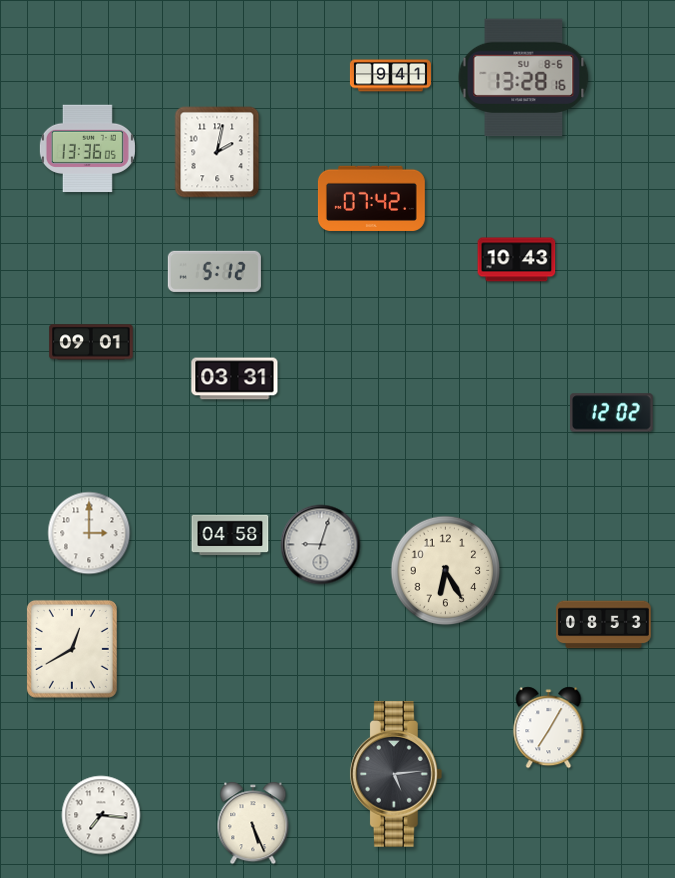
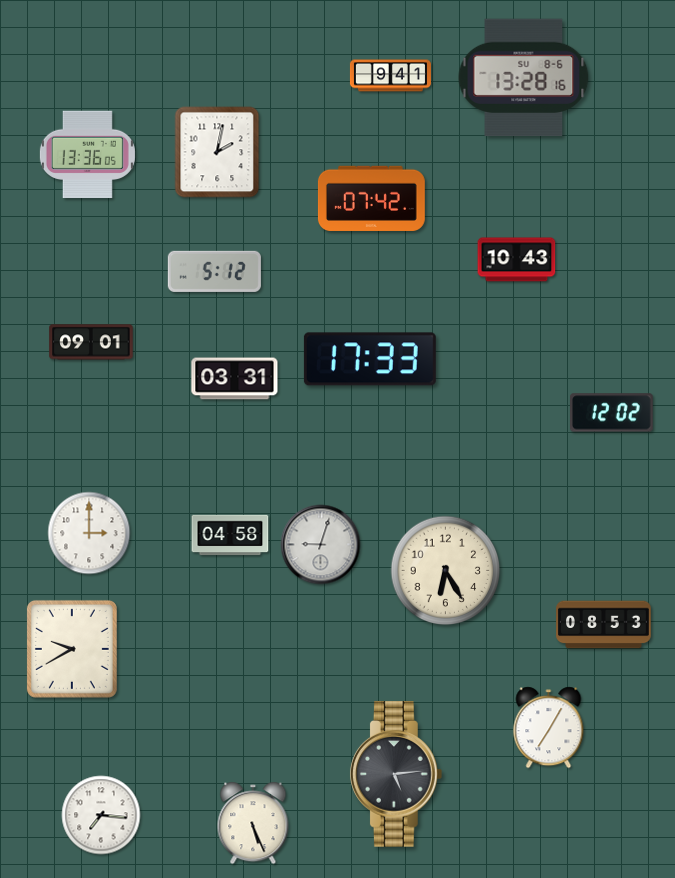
clock at (87, 149) position: (87, 149) -> (87, 155)
clock at (370, 359): none -> 17:33
clock at (72, 649): 12:40 -> 9:40
